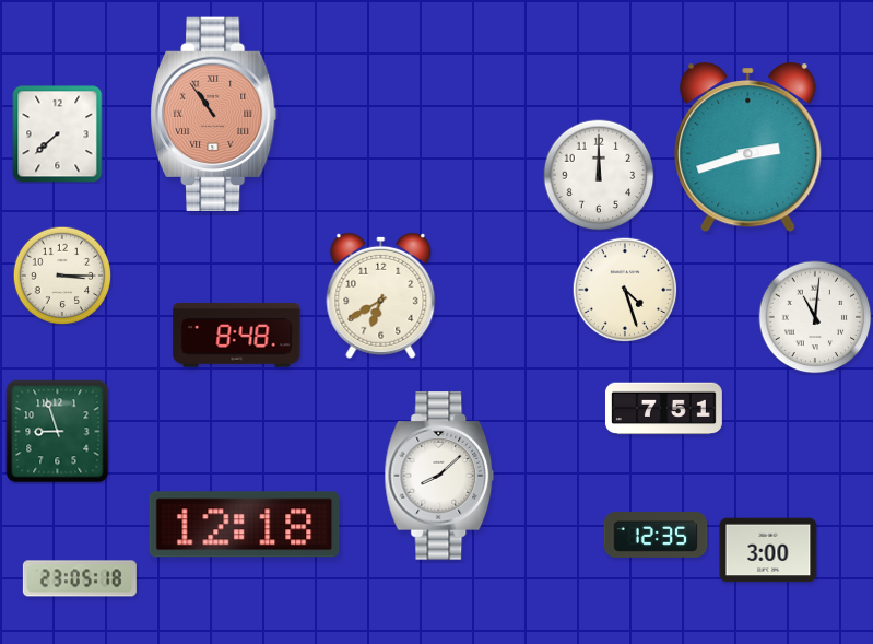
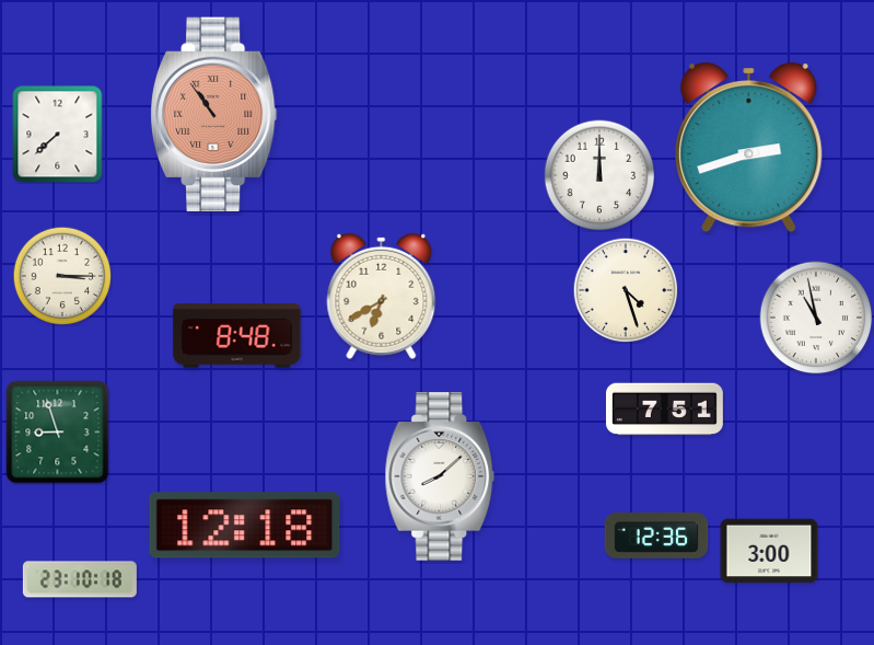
clock at (815, 317): 11:01 -> 10:58
clock at (656, 536): 12:35 -> 12:36
clock at (80, 578): 23:05 -> 23:10
